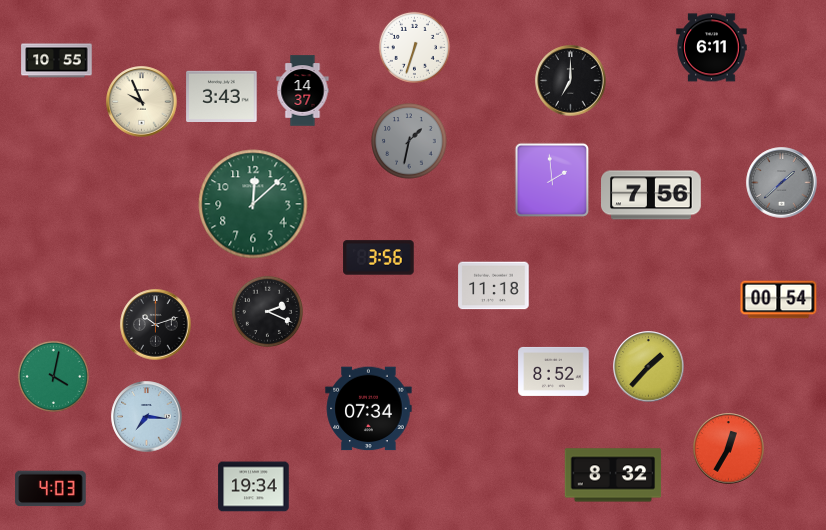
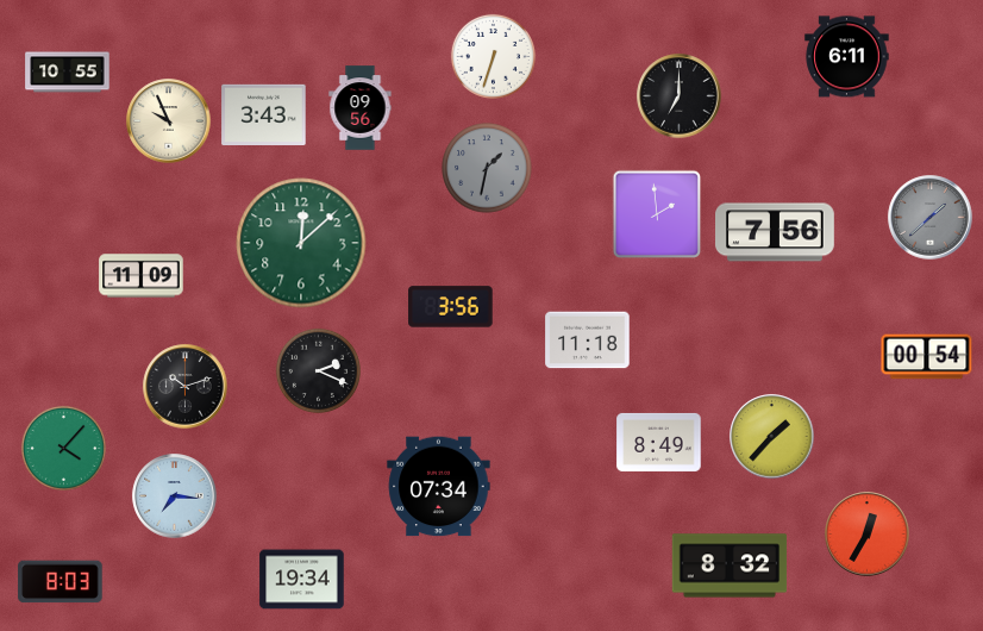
clock at (303, 91): 14:37 -> 09:56
clock at (142, 276): none -> 11:09
clock at (554, 371): 8:52 -> 8:49
clock at (53, 376): 4:02 -> 4:07
clock at (51, 489): 4:03 -> 8:03
